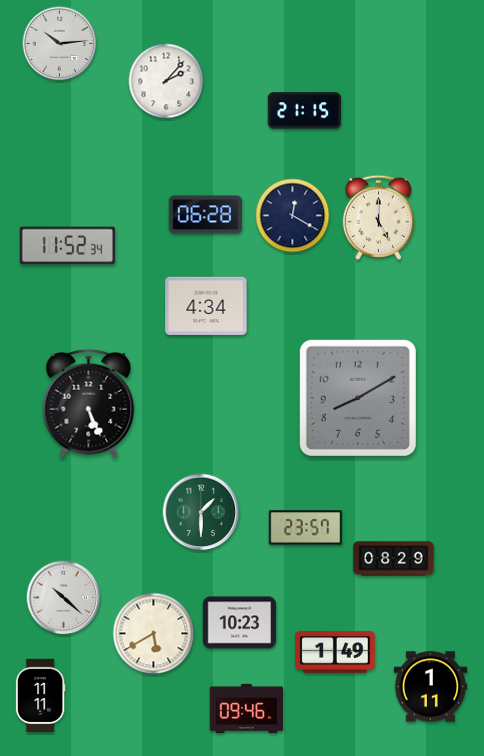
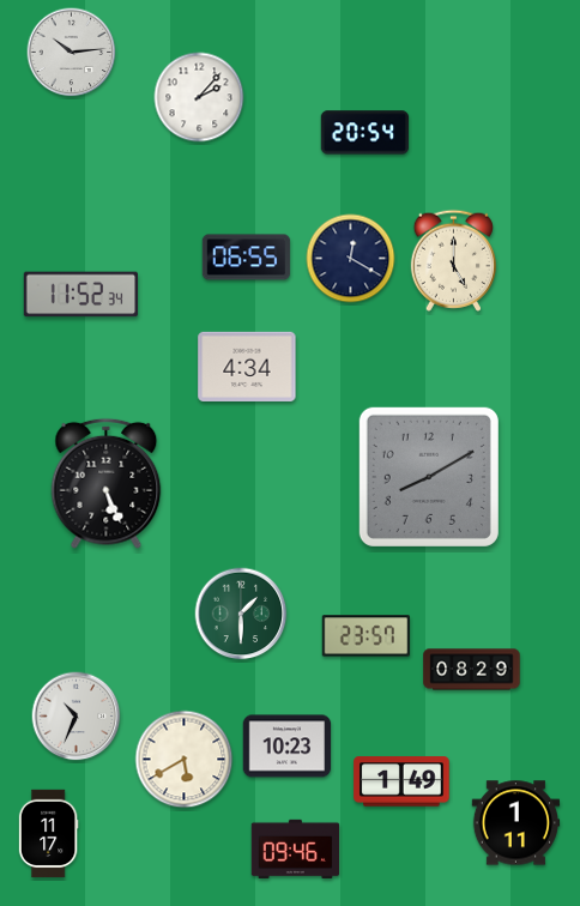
clock at (305, 111): 21:15 -> 20:54
clock at (206, 215): 06:28 -> 06:55
clock at (306, 528) position: (306, 528) -> (367, 636)
clock at (64, 598): 10:22 -> 10:34
clock at (40, 696): 11:11 -> 11:17
